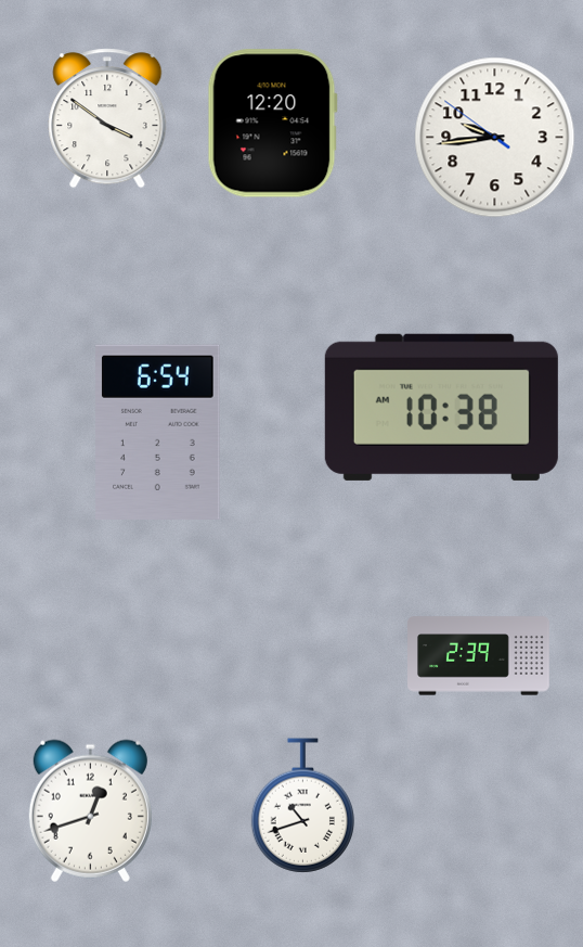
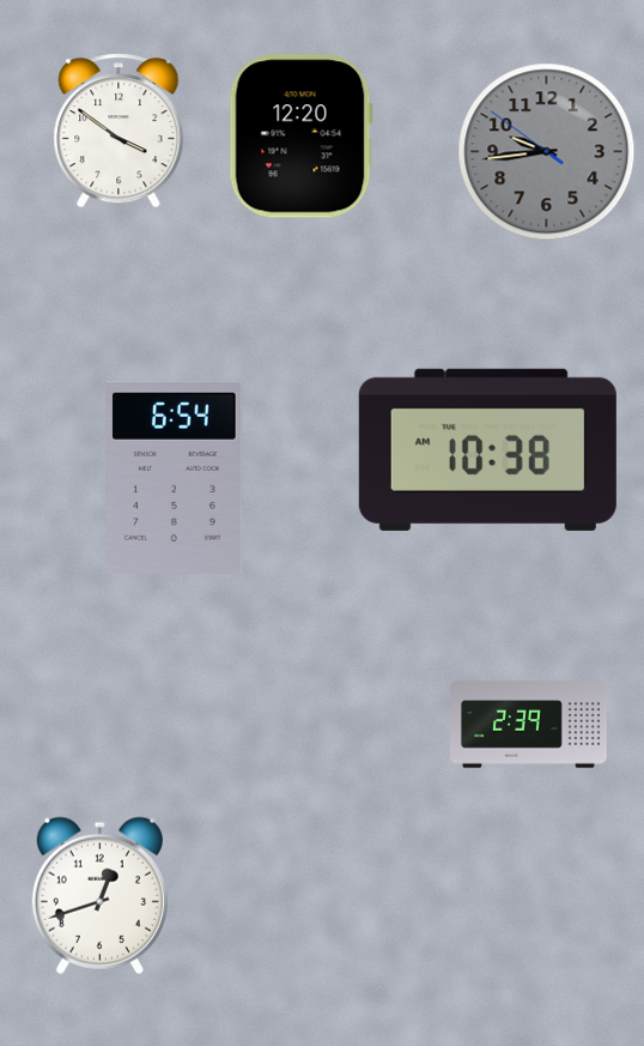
clock at (495, 138) dial: white -> grey
clock at (302, 806): 10:42 -> none
